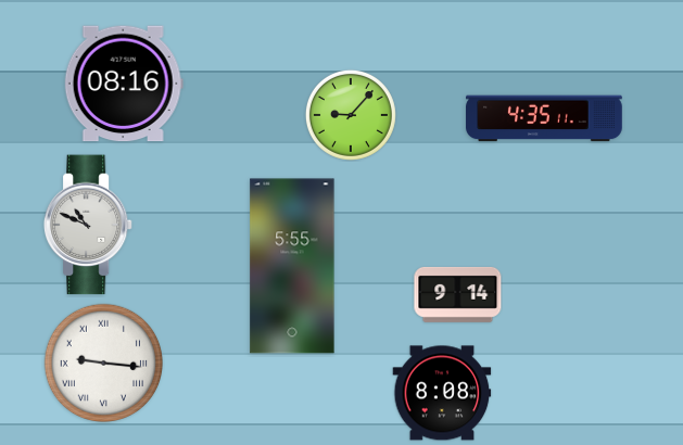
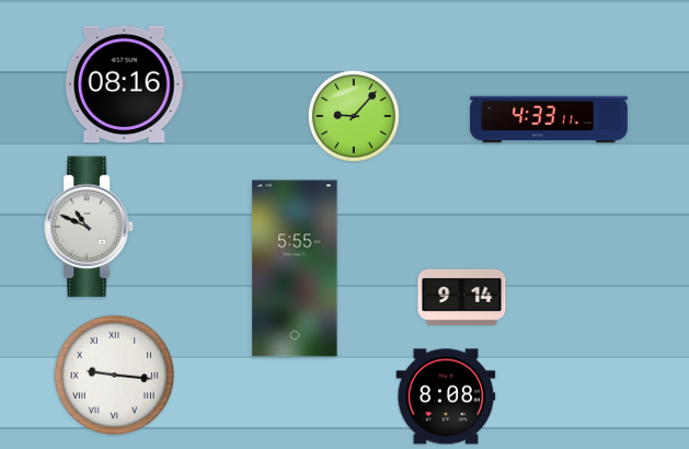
clock at (544, 118): 4:35 -> 4:33
clock at (103, 363) position: (103, 363) -> (114, 375)
